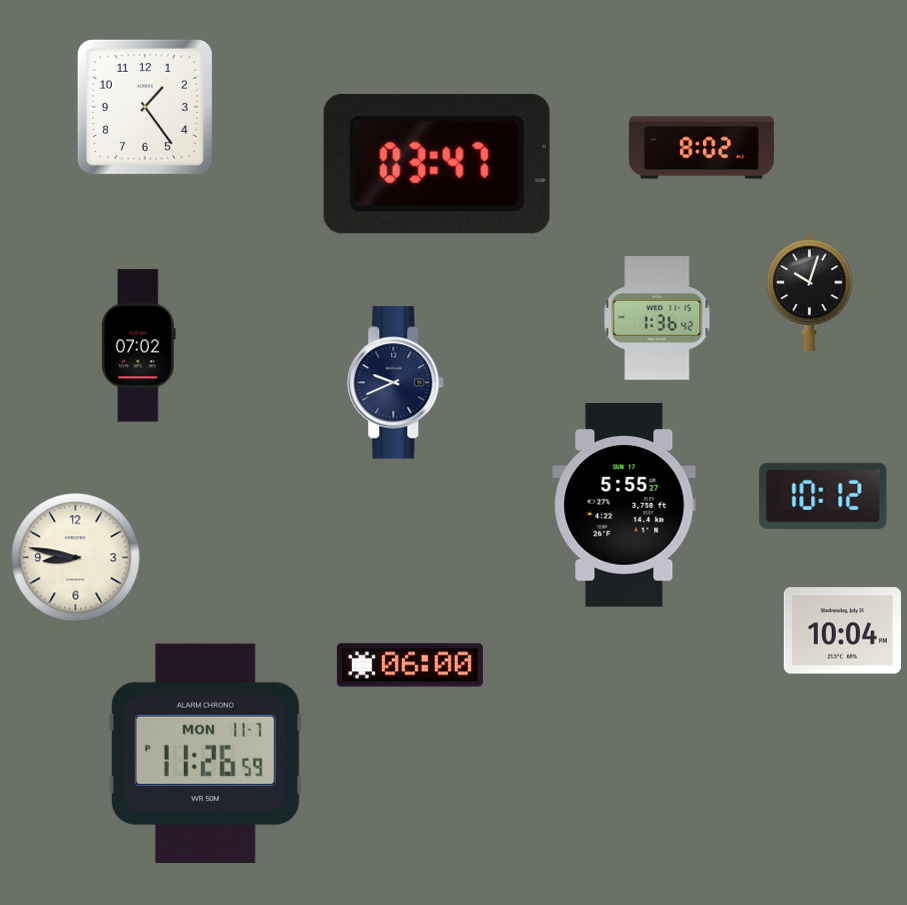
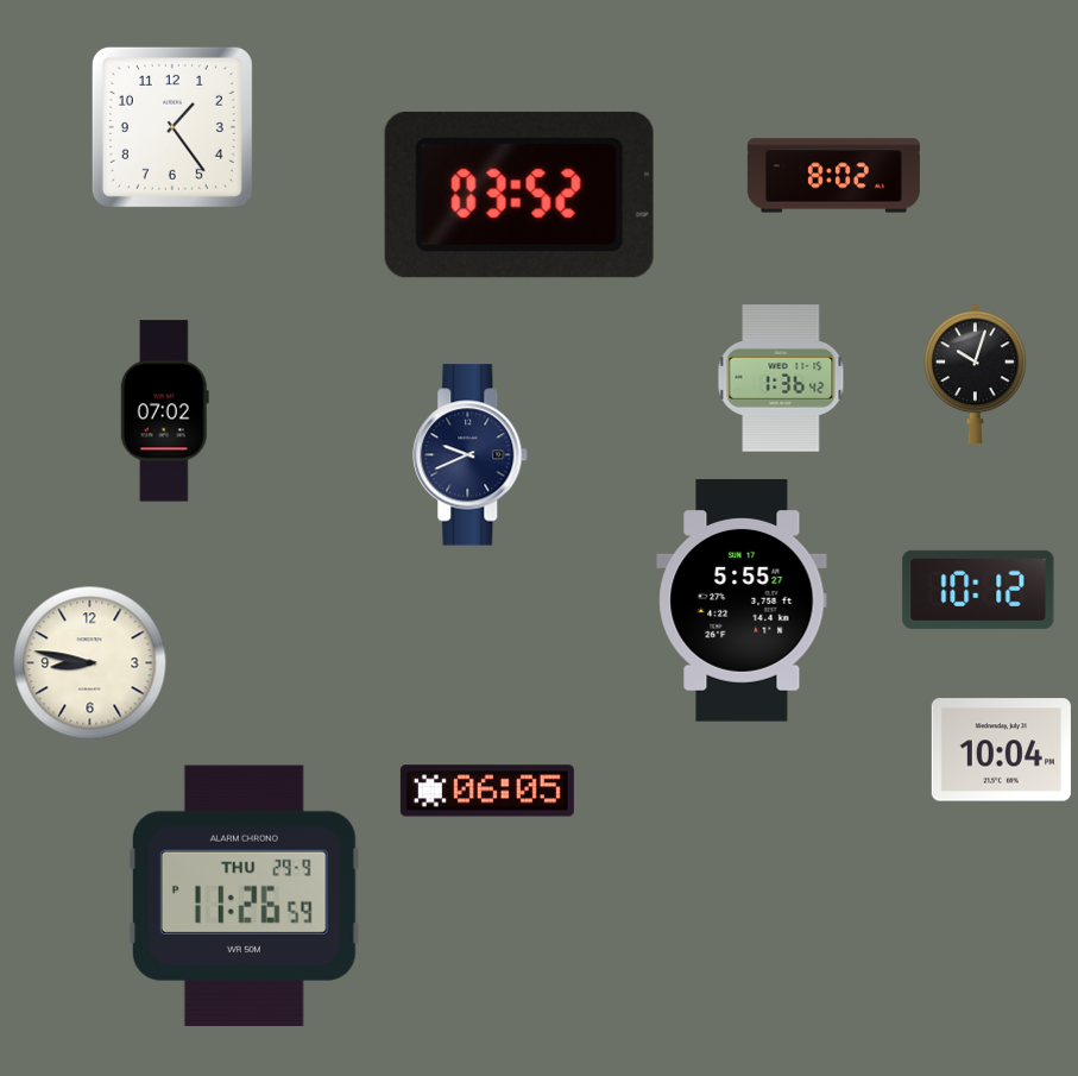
clock at (437, 164): 03:47 -> 03:52
clock at (810, 292) position: (810, 292) -> (976, 373)
clock at (410, 665): 06:00 -> 06:05
clock at (205, 753) date: MON 11-7 -> THU 29-9
